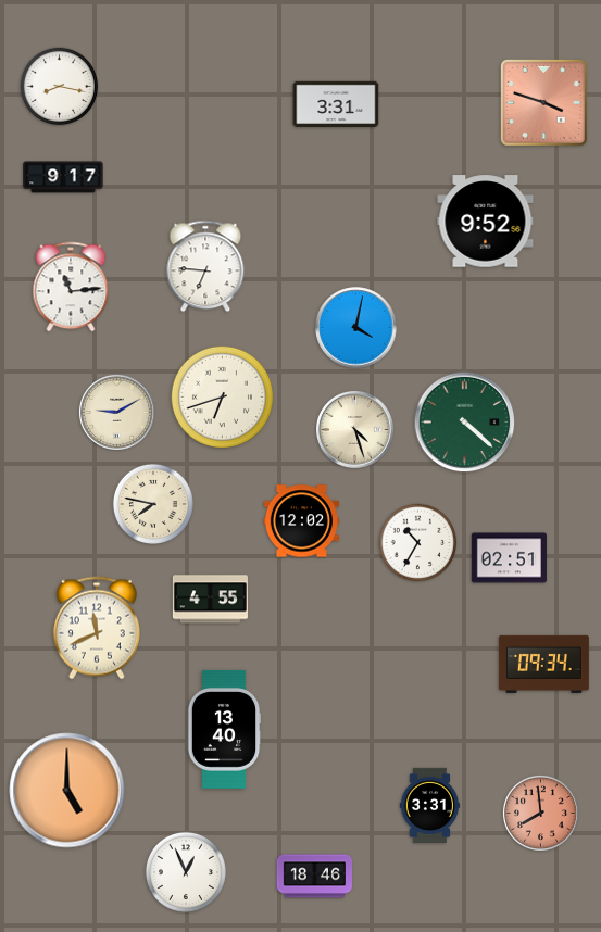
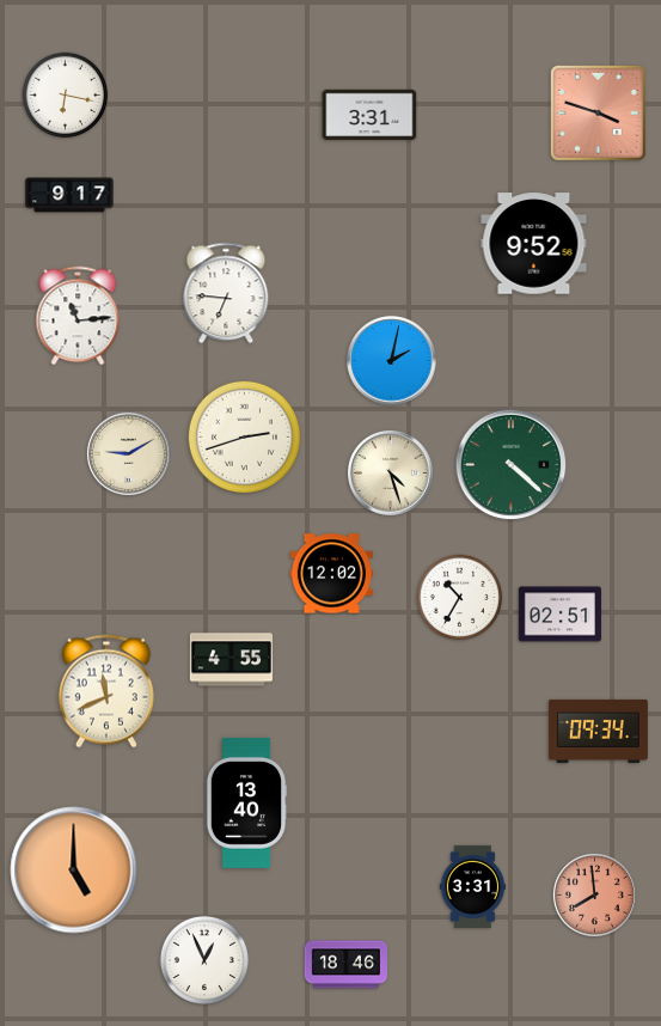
clock at (60, 87): 8:17 -> 6:17
clock at (356, 328): 4:02 -> 2:02
clock at (222, 396): 6:42 -> 2:42
clock at (153, 504): 7:47 -> none
